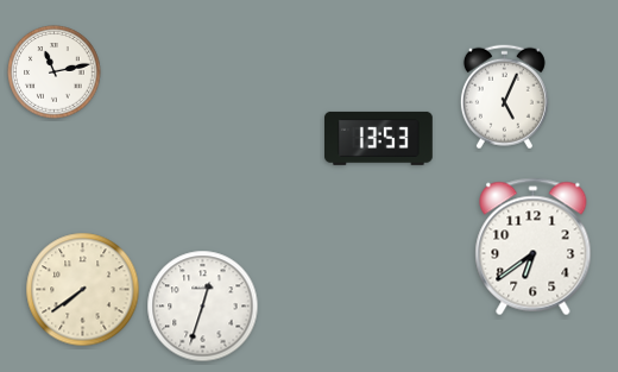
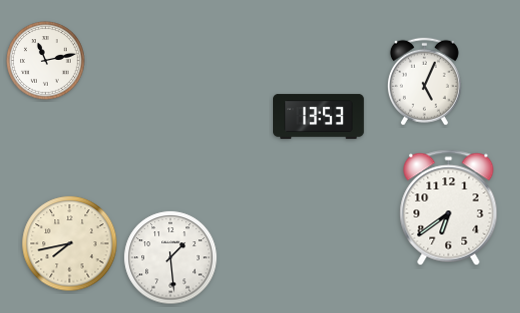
clock at (83, 290): 7:39 -> 7:43
clock at (203, 307): 12:33 -> 1:29
